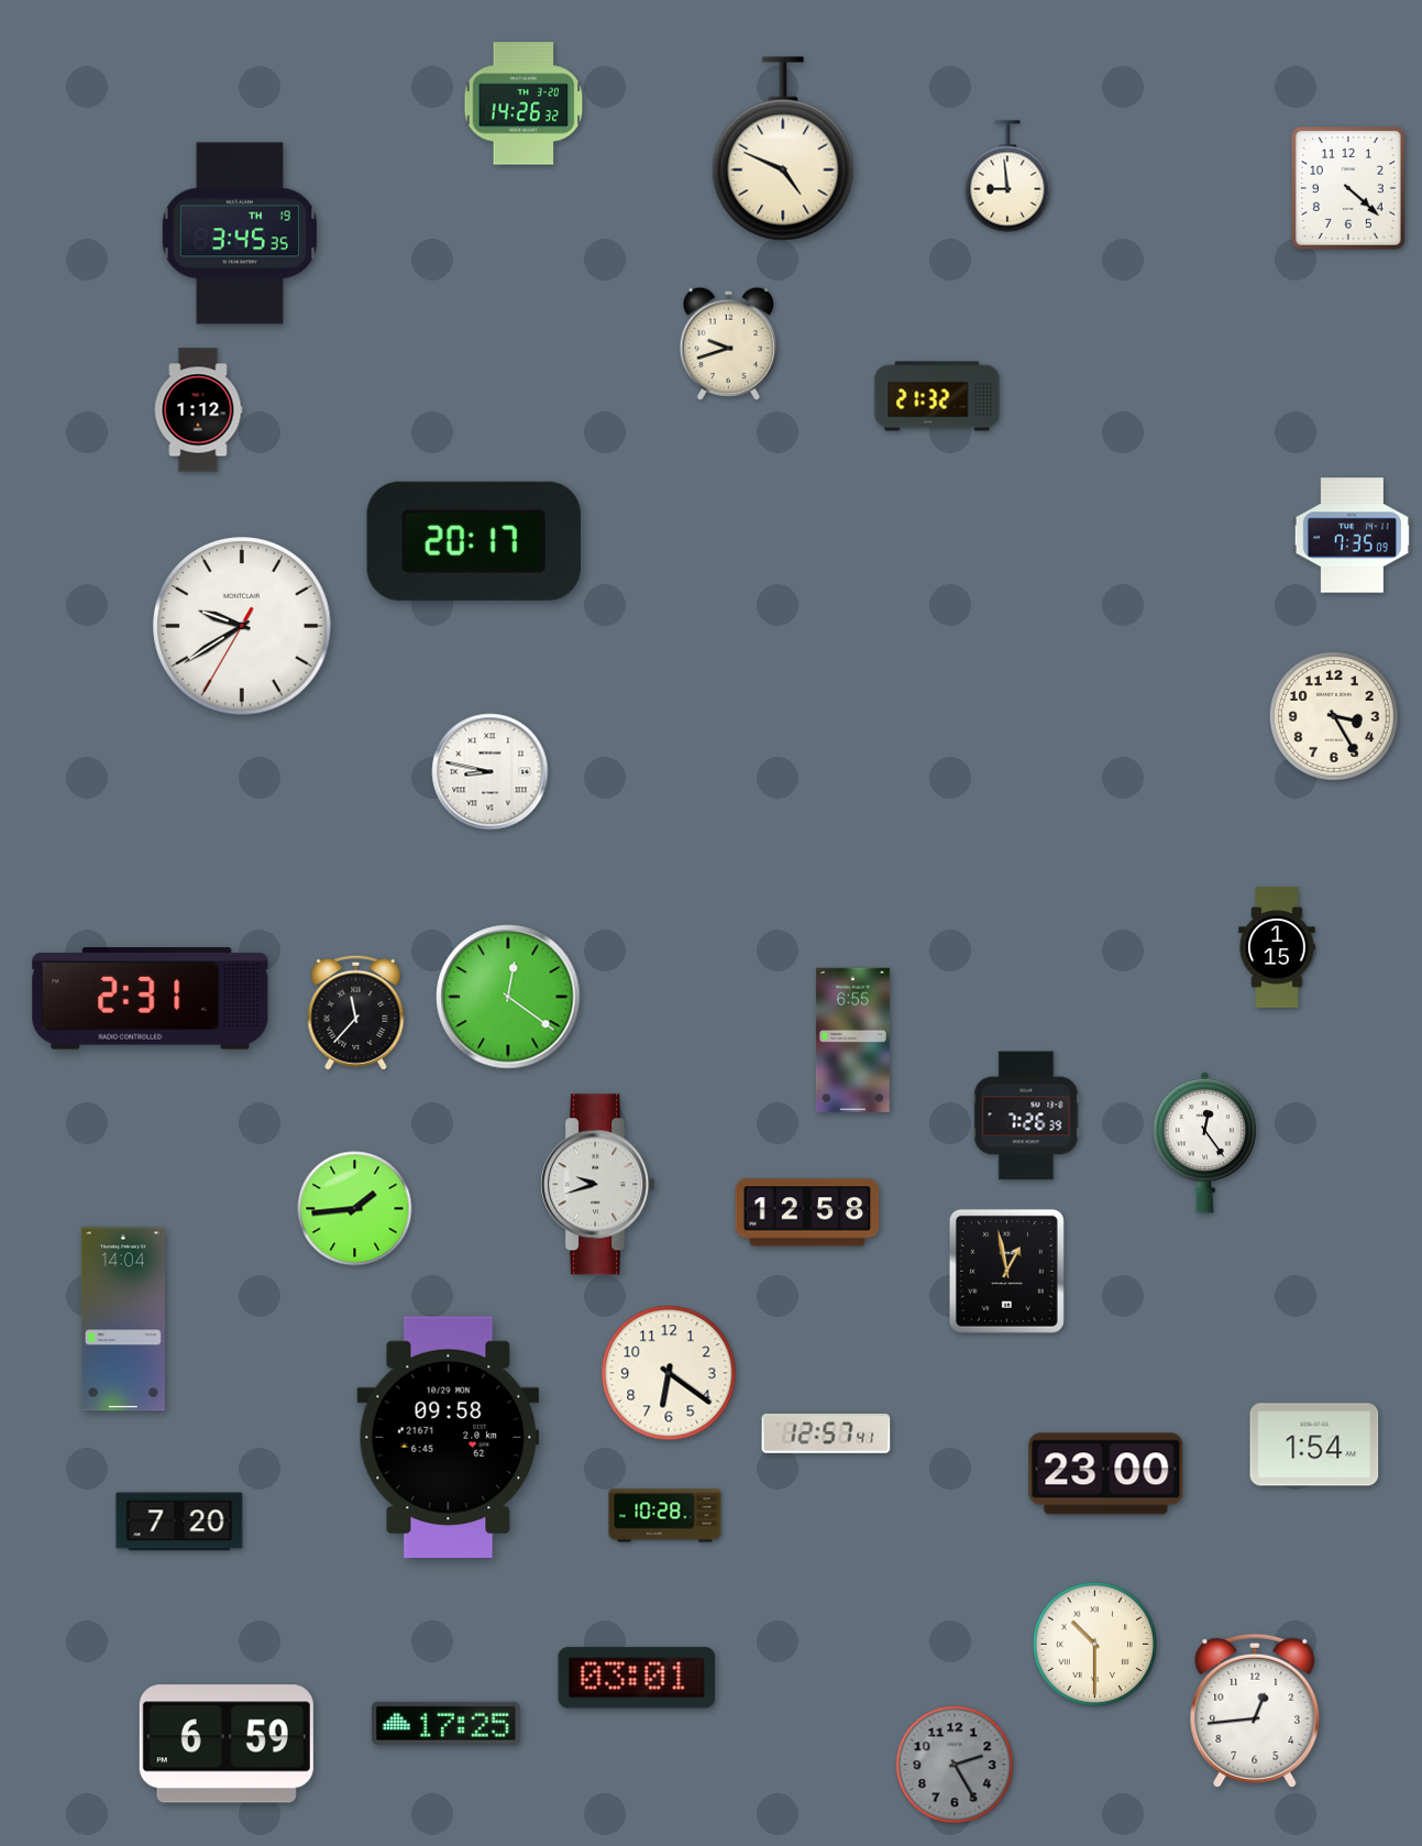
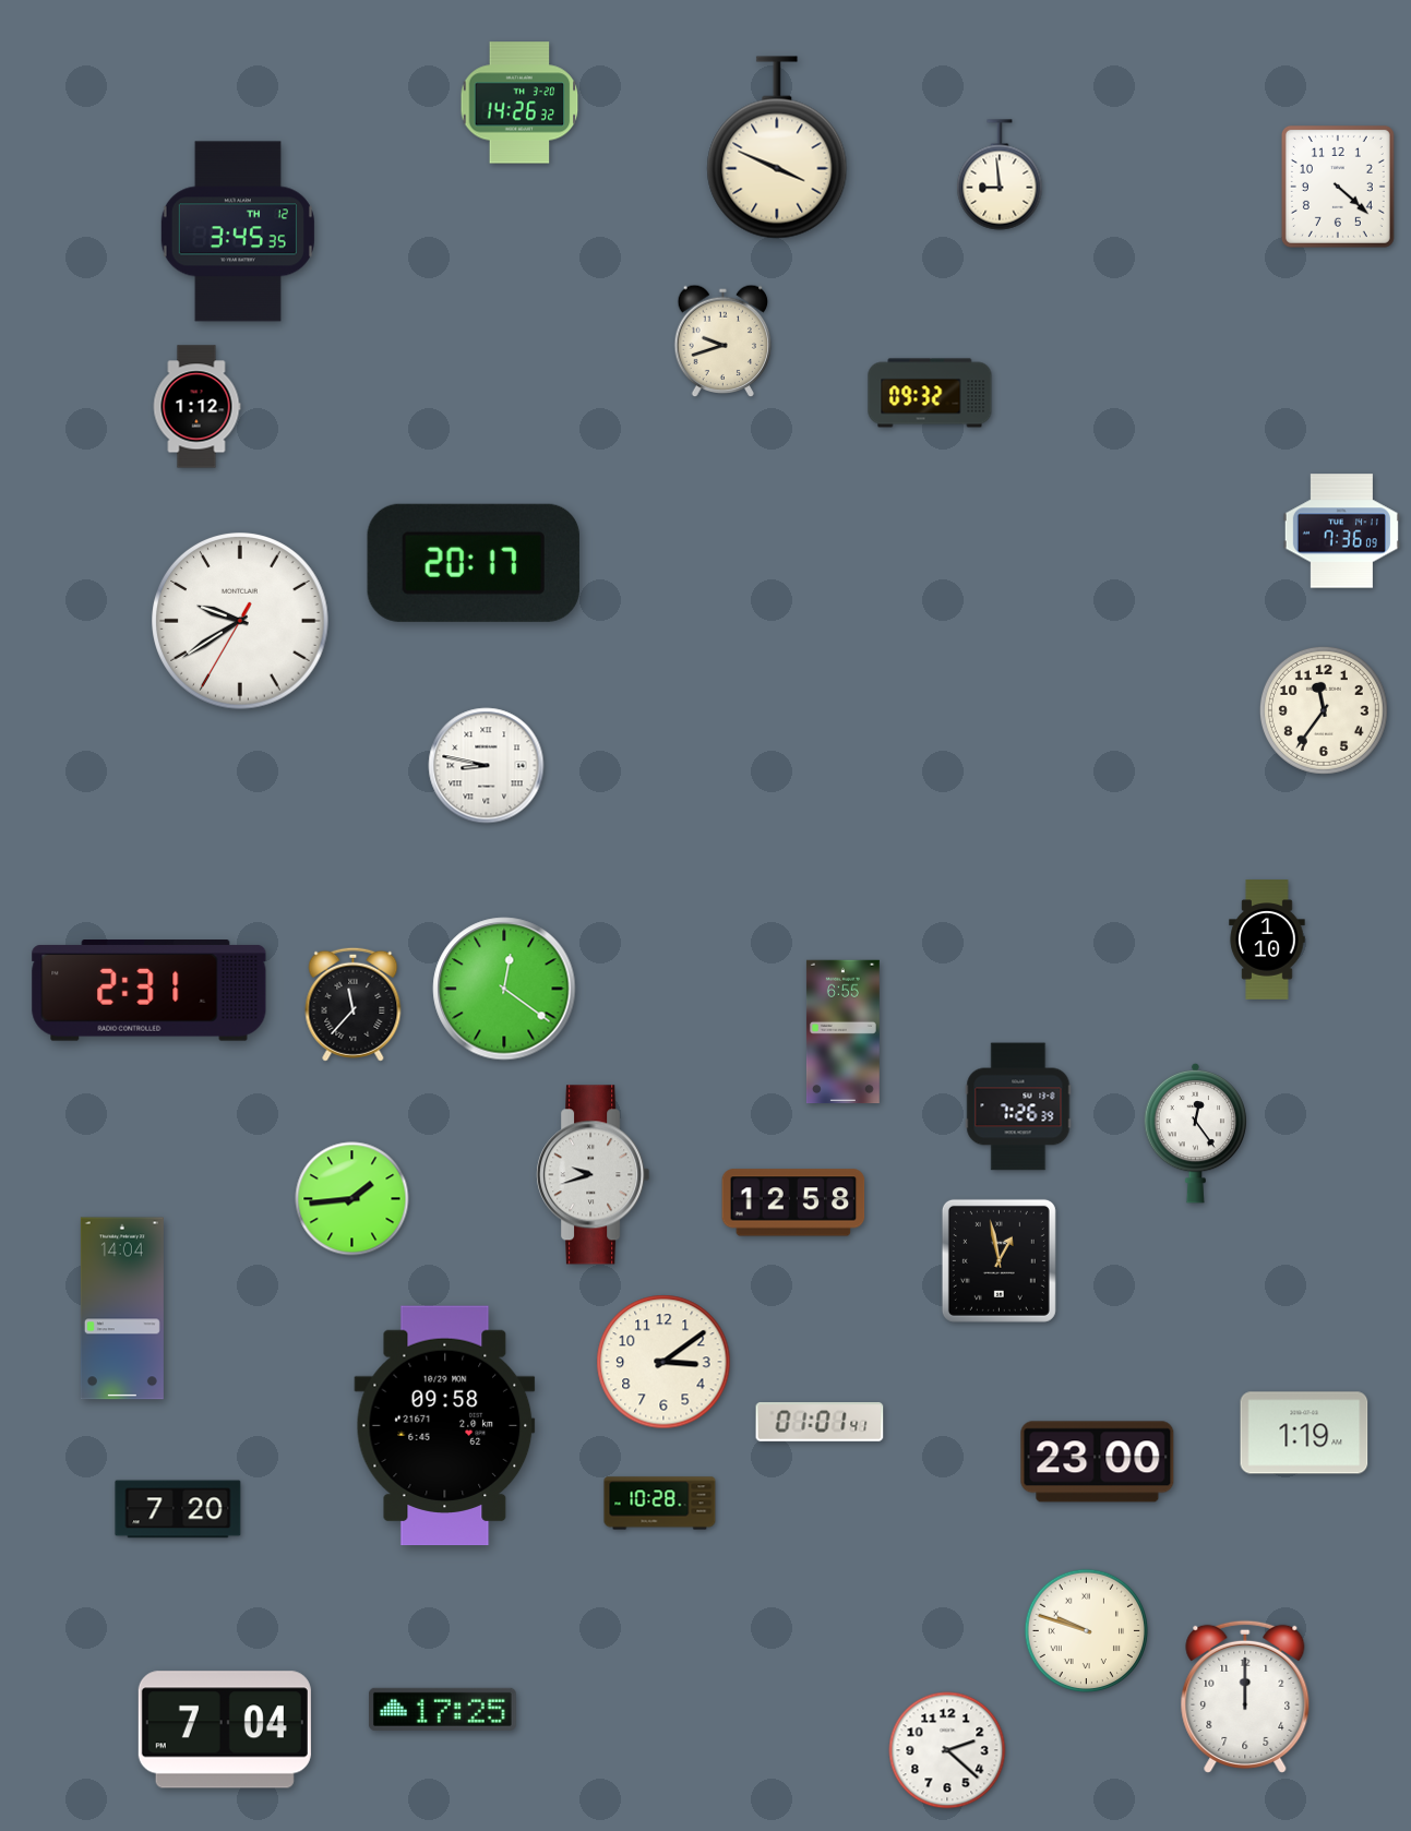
clock at (783, 149): 4:49 -> 3:49
clock at (240, 233) date: TH 19 -> TH 12
clock at (937, 396): 21:32 -> 09:32
clock at (1352, 536): 7:35 -> 7:36
clock at (474, 541) position: (474, 541) -> (474, 563)
clock at (1334, 716): 3:25 -> 11:36
clock at (1277, 947): 1:15 -> 1:10
clock at (852, 1041) position: (852, 1041) -> (842, 1032)
clock at (807, 1212) position: (807, 1212) -> (793, 1202)
clock at (669, 1373): 6:21 -> 3:09
clock at (826, 1435): 12:57 -> 01:01
clock at (1314, 1444): 1:54 -> 1:19
clock at (1095, 1645): 10:30 -> 9:48
clock at (637, 1678): 03:01 -> none
clock at (1255, 1711): 12:44 -> 12:00
clock at (227, 1744): 6:59 -> 7:04
clock at (955, 1765): 2:25 -> 2:22
clock at (955, 1765) dial: grey -> white
